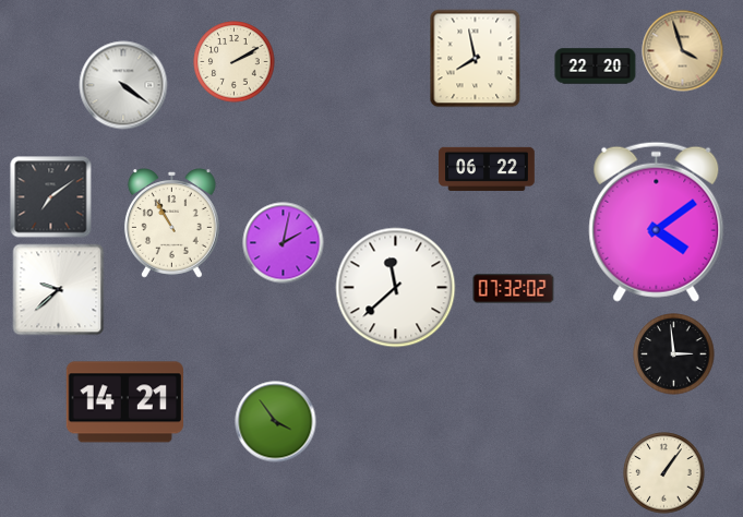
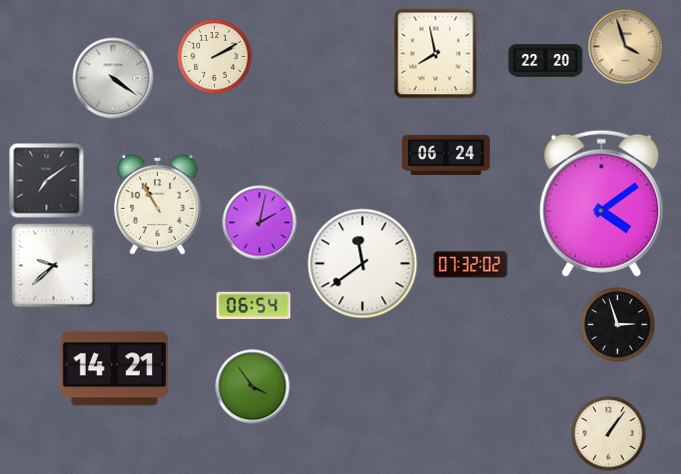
clock at (487, 168): 06:22 -> 06:24
clock at (396, 288): 11:38 -> 11:39
clock at (254, 305): none -> 06:54
clock at (674, 354): 2:59 -> 2:57
